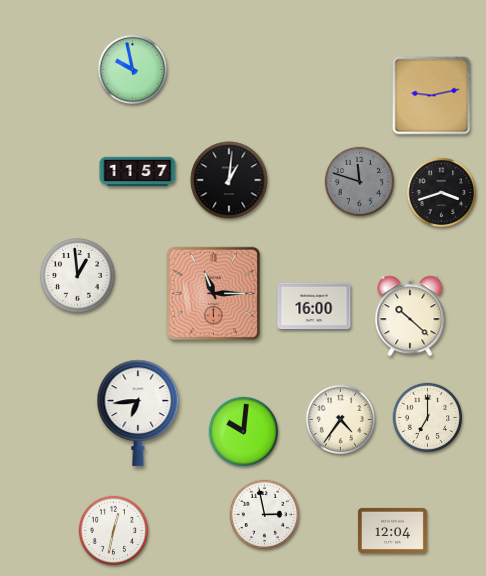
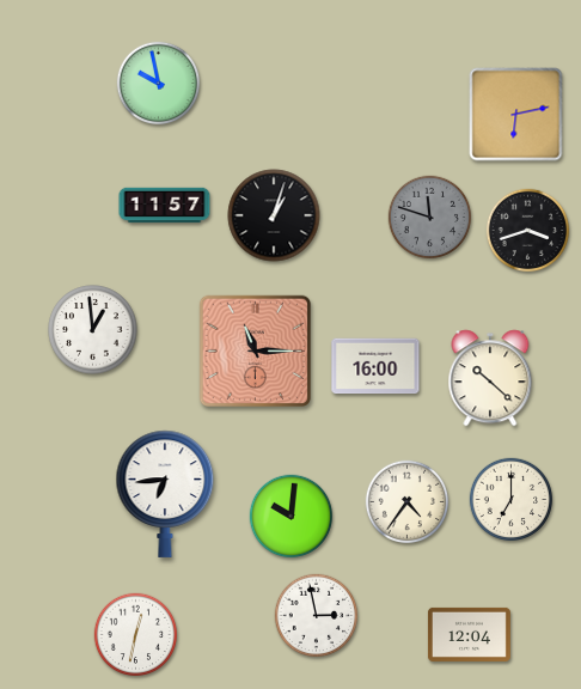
clock at (432, 96): 9:13 -> 6:13
clock at (229, 180): 1:01 -> 1:03
